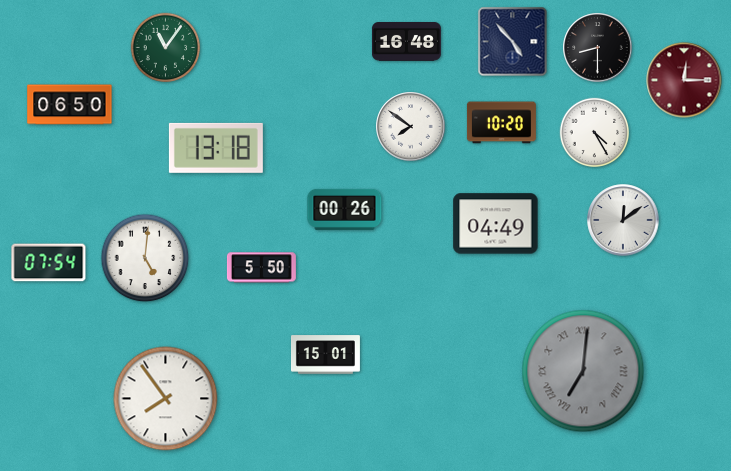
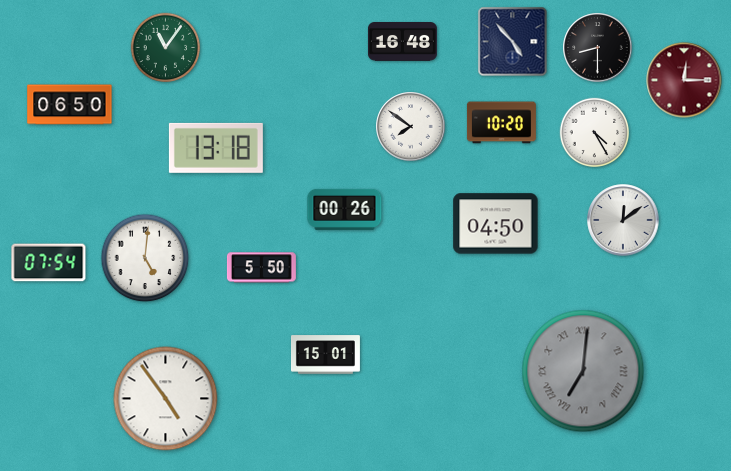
clock at (406, 42) position: (406, 42) -> (402, 42)
clock at (496, 224): 04:49 -> 04:50
clock at (166, 399): 7:54 -> 4:54
